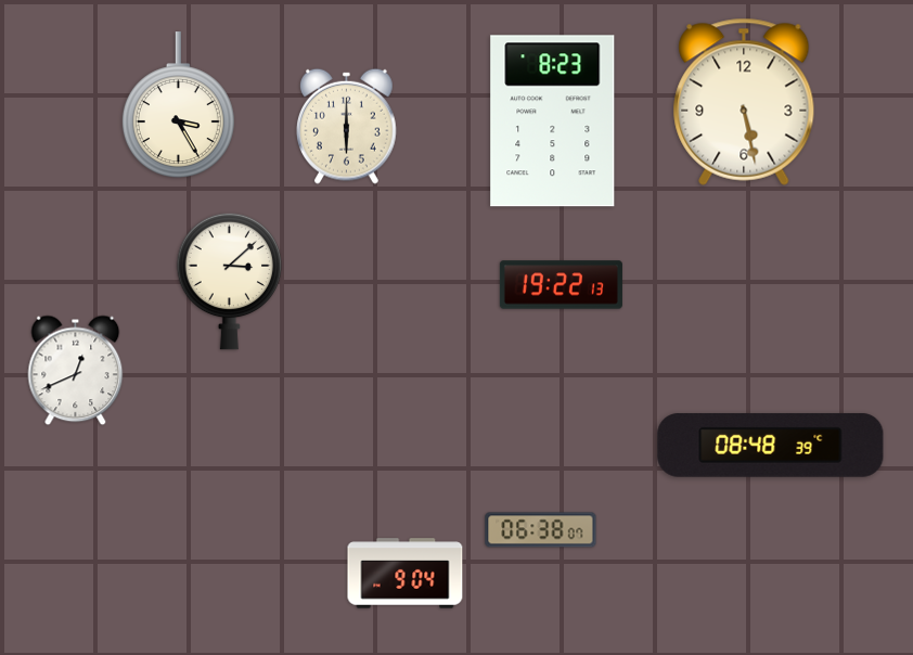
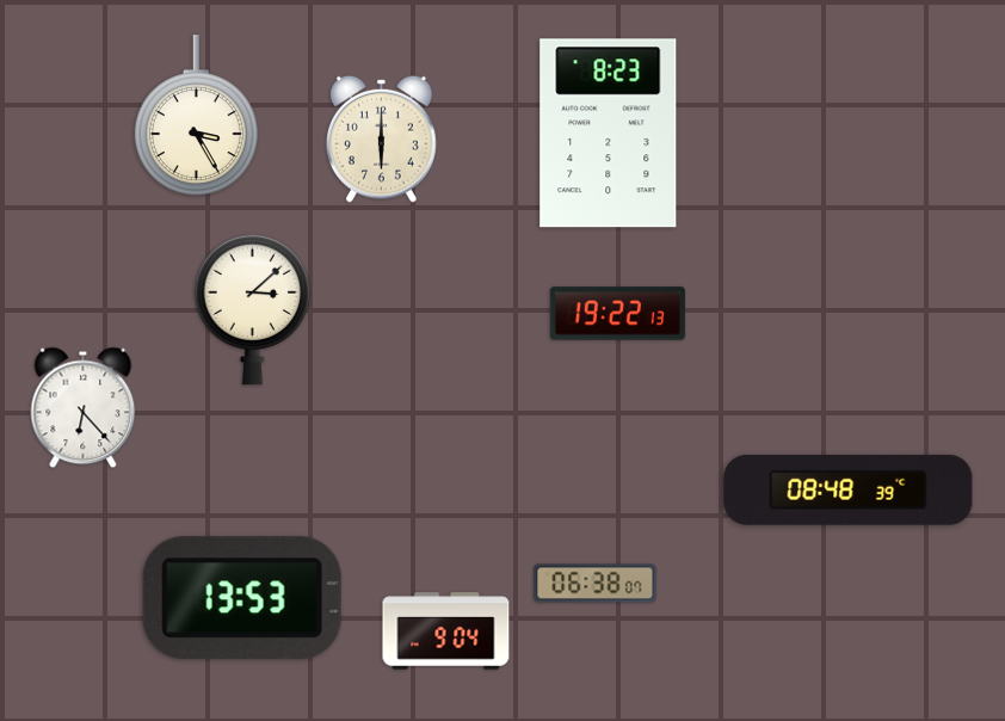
clock at (744, 102): 5:28 -> none
clock at (76, 371): 12:41 -> 6:23
clock at (242, 598): none -> 13:53
